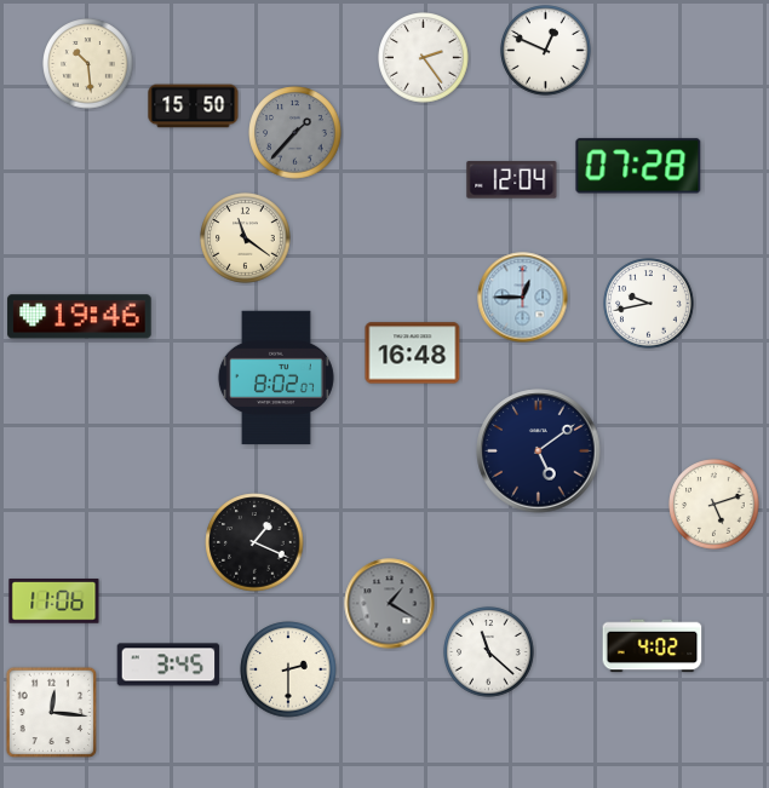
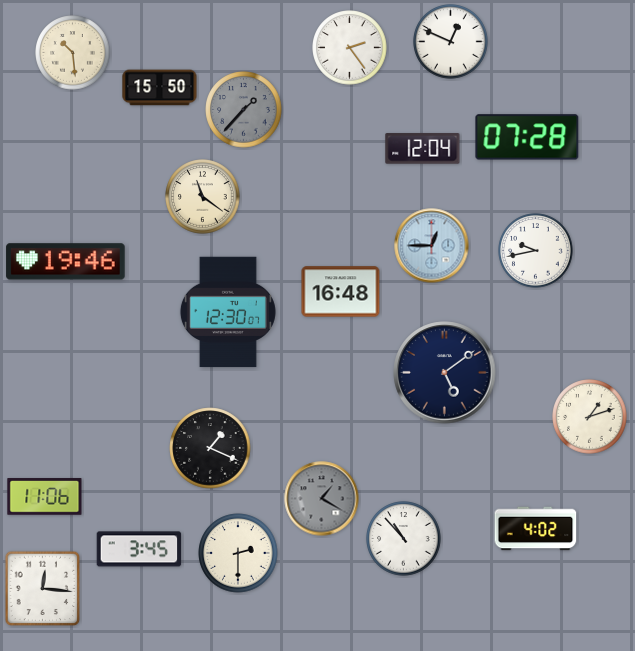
clock at (276, 378): 8:02 -> 12:30
clock at (715, 505): 5:12 -> 1:12
clock at (653, 646) position: (653, 646) -> (536, 529)
clock at (489, 652): 11:22 -> 10:53
